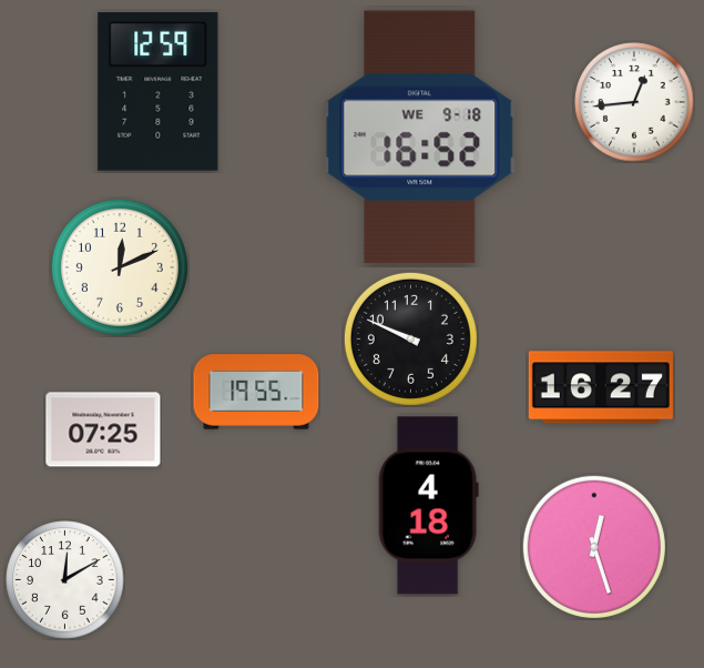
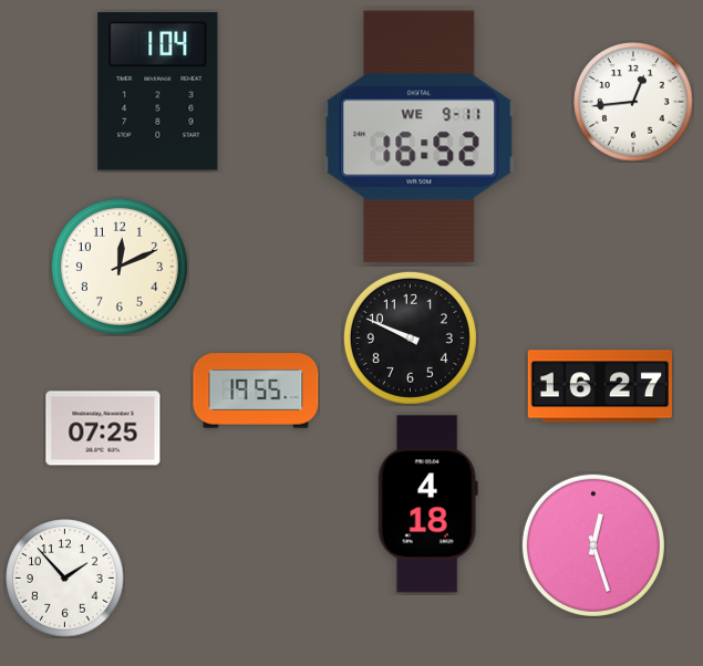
clock at (159, 91): 12:59 -> 1:04
clock at (420, 138) date: WE 9-18 -> WE 9-11
clock at (65, 580): 12:10 -> 1:53
